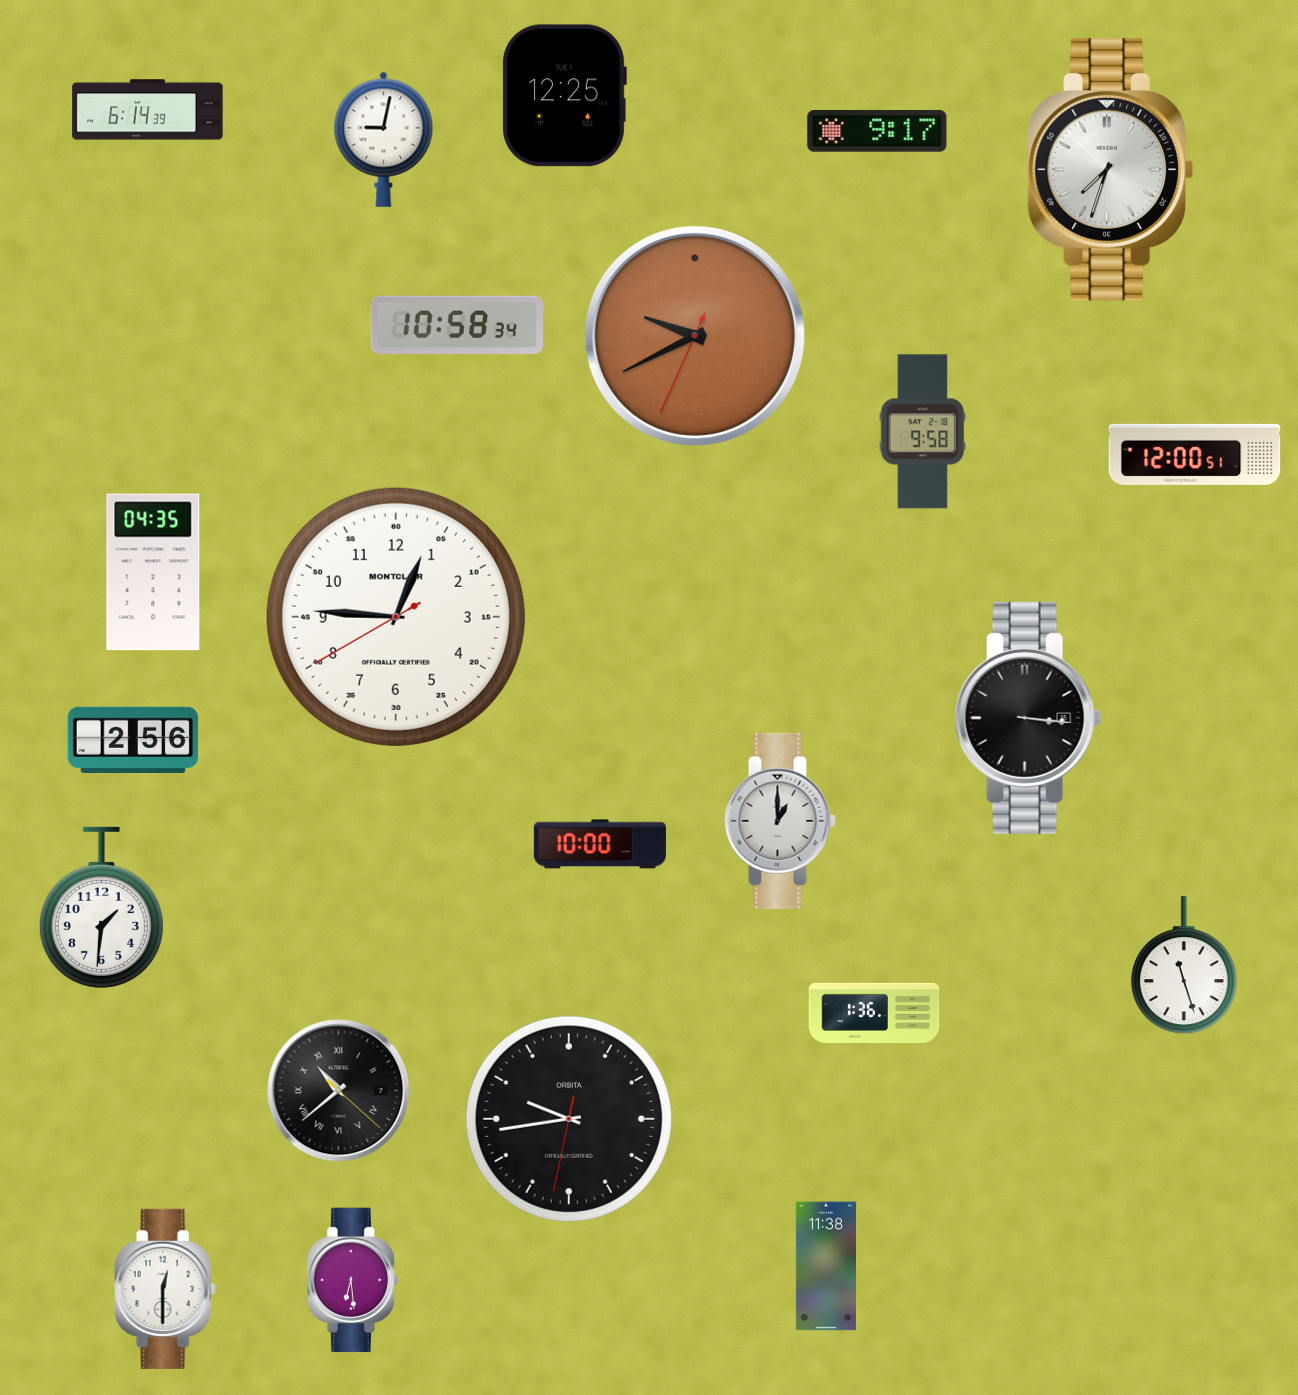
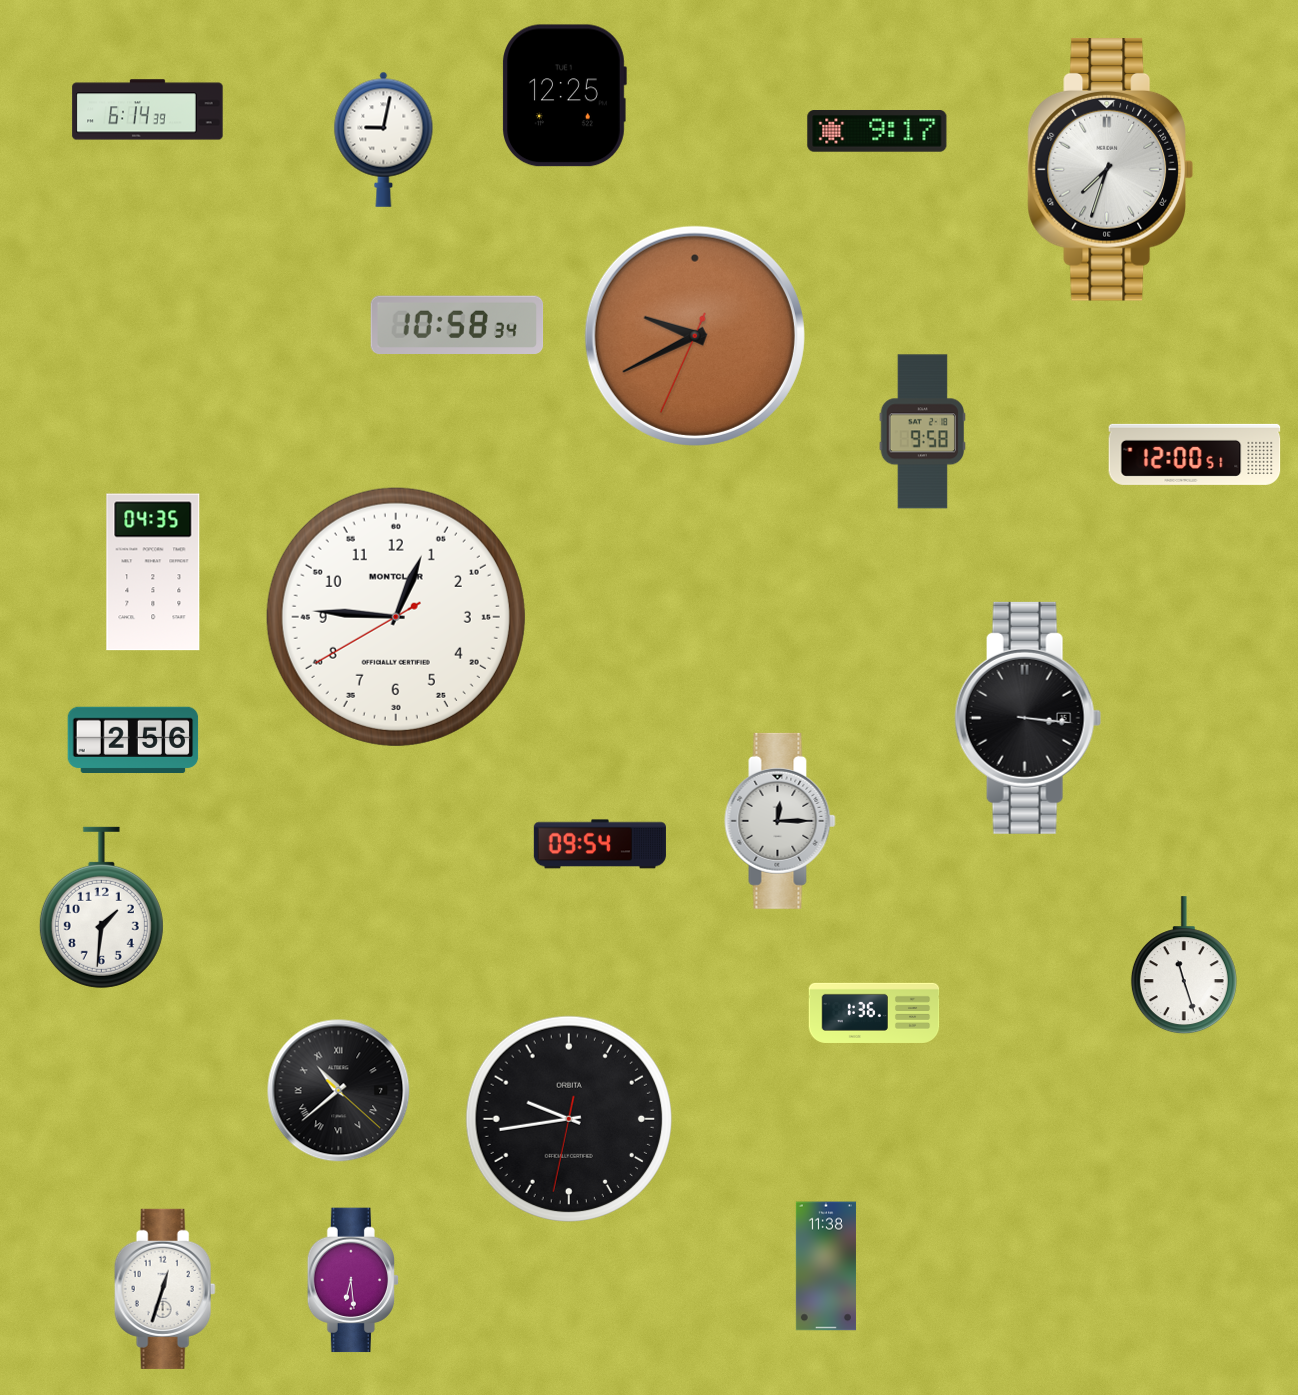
clock at (780, 821): 1:00 -> 12:15
clock at (600, 844): 10:00 -> 09:54
clock at (165, 1289): 12:30 -> 12:33
